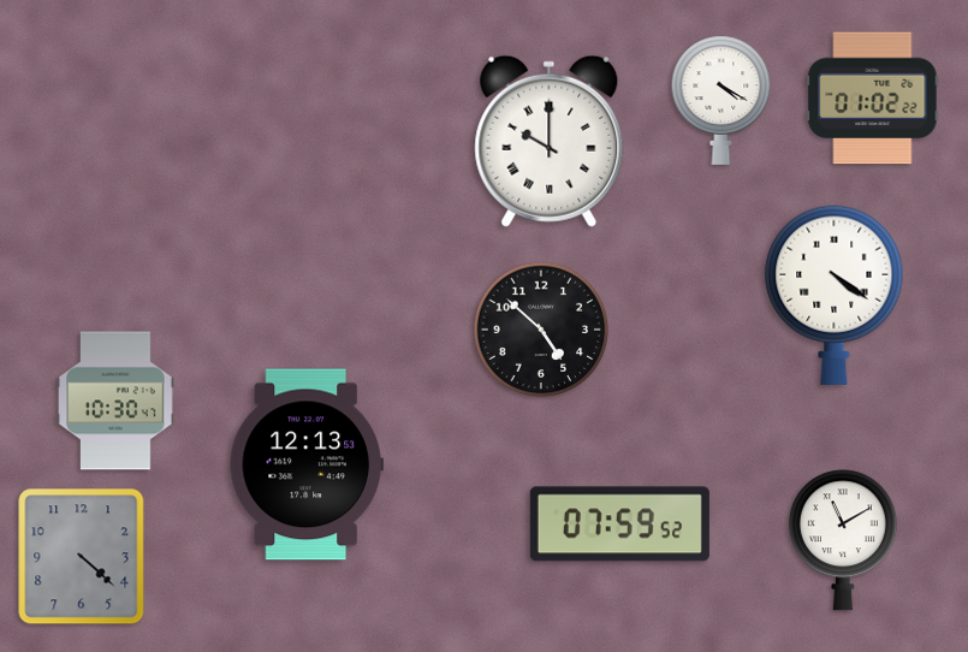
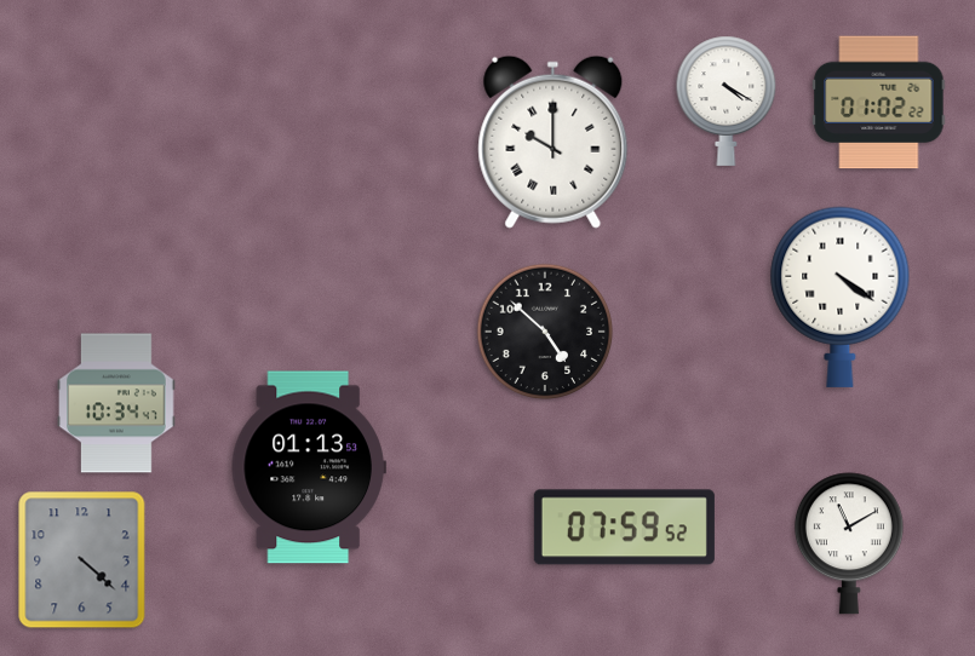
clock at (873, 99) position: (873, 99) -> (879, 103)
clock at (115, 401): 10:30 -> 10:34
clock at (307, 464): 12:13 -> 01:13
